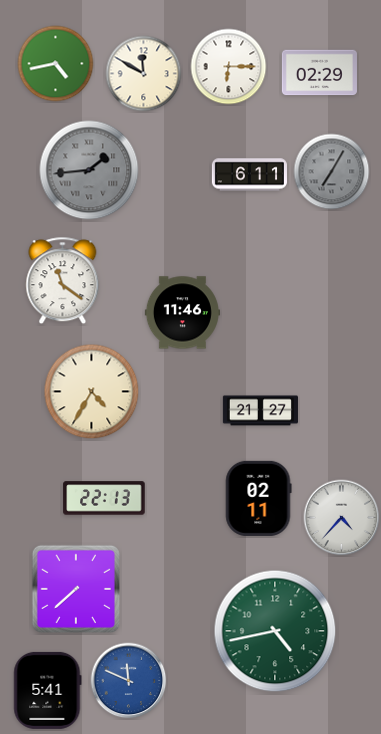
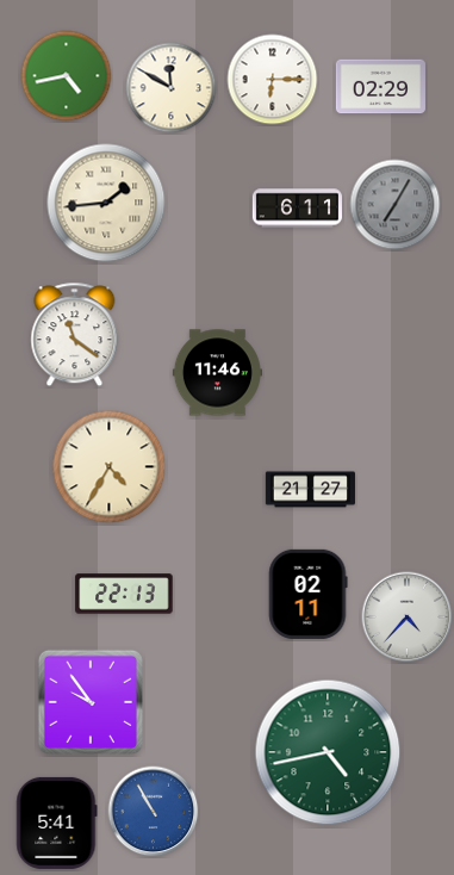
clock at (89, 170) dial: grey -> cream
clock at (76, 589): 7:38 -> 9:54
clock at (129, 681): 11:49 -> 10:55
